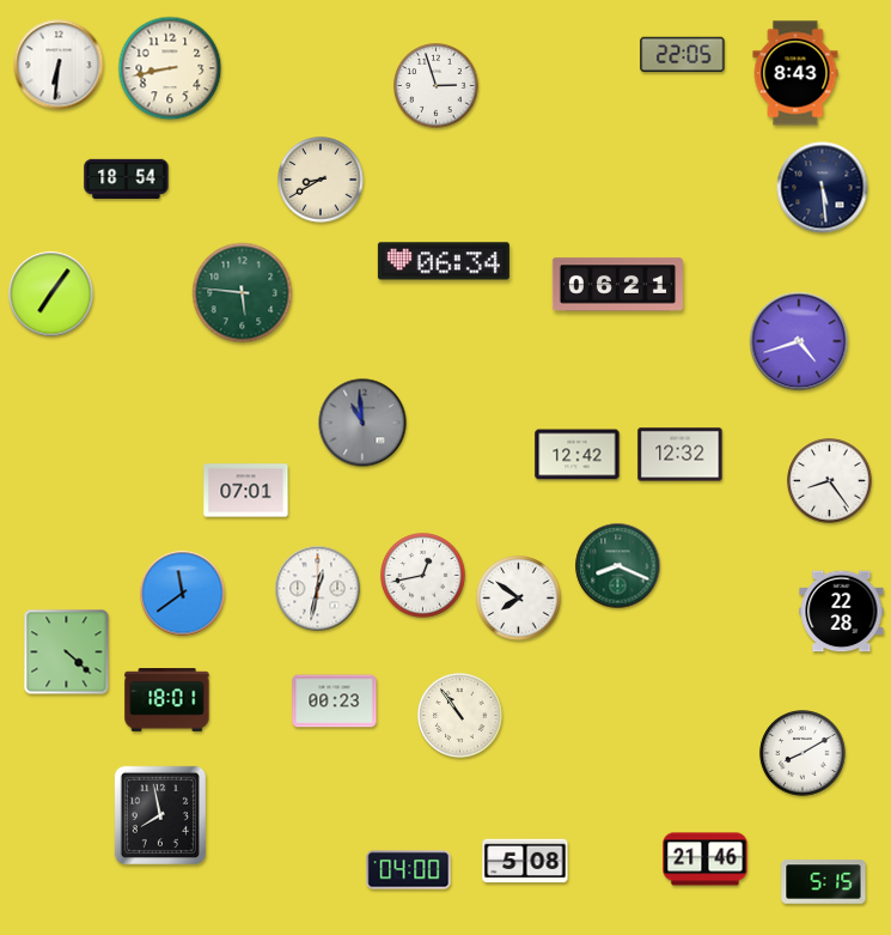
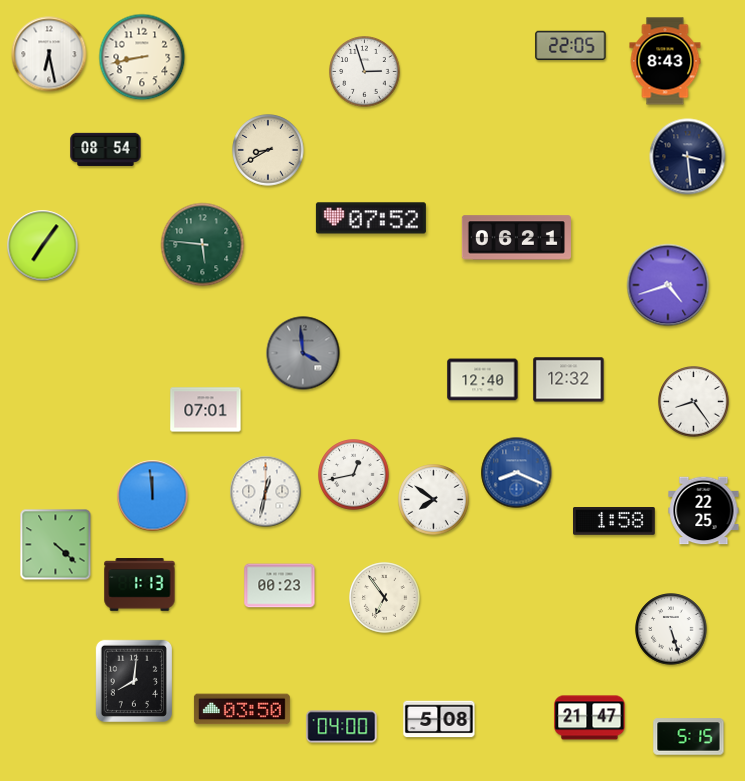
clock at (59, 65): 6:31 -> 6:28
clock at (127, 178): 18:54 -> 08:54
clock at (823, 188): 5:29 -> 3:29
clock at (444, 261): 06:34 -> 07:52
clock at (362, 423): 10:59 -> 3:59
clock at (578, 455): 12:42 -> 12:40
clock at (618, 566) dial: green -> blue
clock at (423, 576) position: (423, 576) -> (354, 475)
clock at (183, 594): 11:39 -> 11:59
clock at (842, 612): 22:28 -> 22:25
clock at (615, 521): none -> 1:58
clock at (167, 700): 18:01 -> 1:13
clock at (460, 716): 10:54 -> 6:54
clock at (802, 753): 8:10 -> 5:27
clock at (159, 814): 7:58 -> 8:01
clock at (242, 709): none -> 03:50
clock at (706, 860): 21:46 -> 21:47
